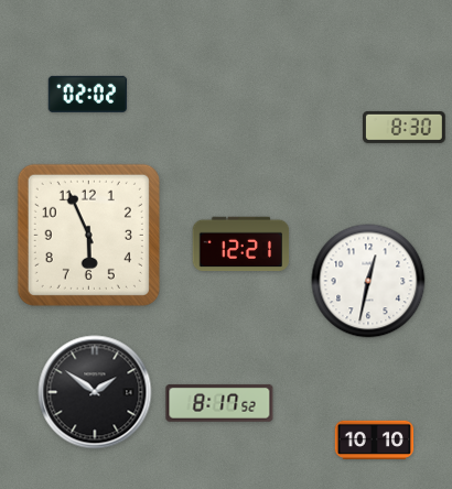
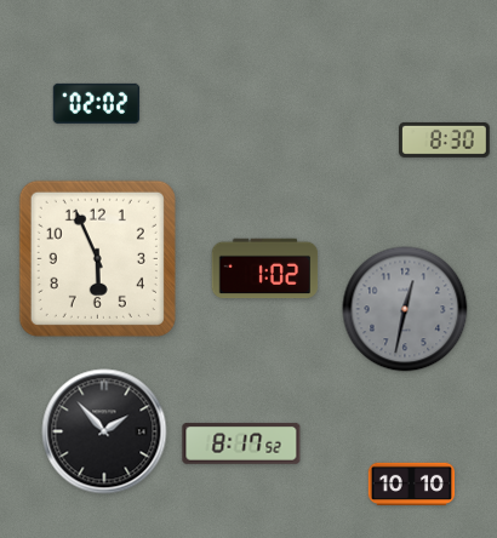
clock at (241, 244): 12:21 -> 1:02
clock at (368, 281) dial: white -> grey
clock at (95, 392): 1:51 -> 1:53
